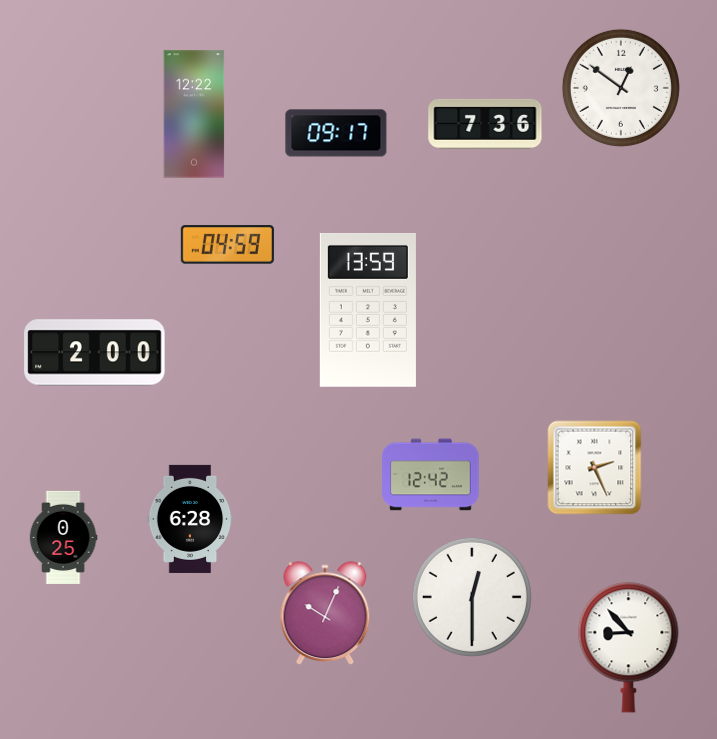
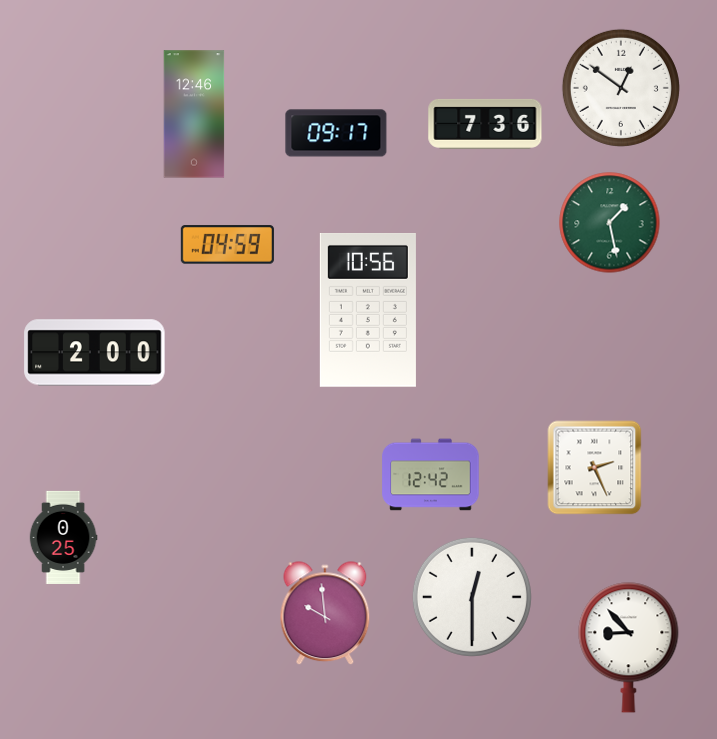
clock at (194, 114): 12:22 -> 12:46
clock at (610, 223): none -> 1:28
clock at (368, 311): 13:59 -> 10:56
clock at (190, 519): 6:28 -> none
clock at (325, 614): 10:04 -> 9:59
